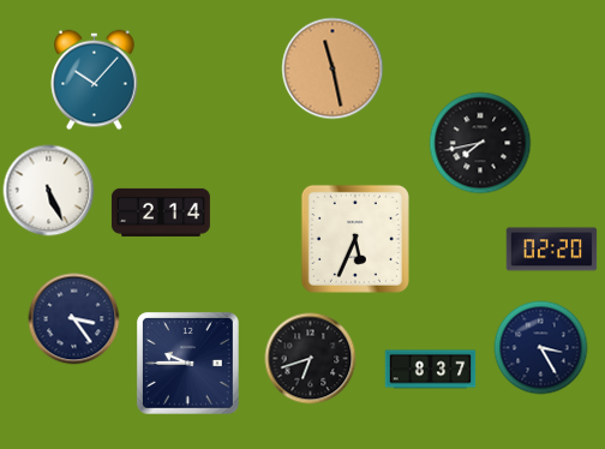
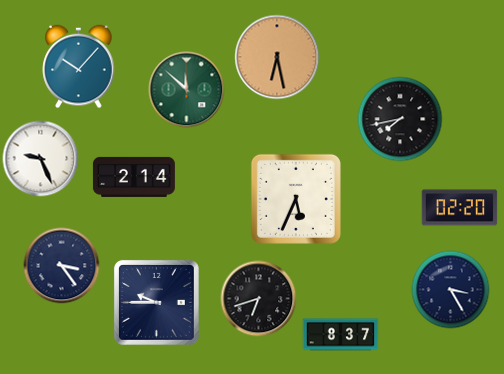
clock at (333, 68): 11:28 -> 6:28
clock at (187, 90): none -> 11:52
clock at (49, 191): 5:26 -> 9:26
clock at (431, 370) position: (431, 370) -> (341, 335)
